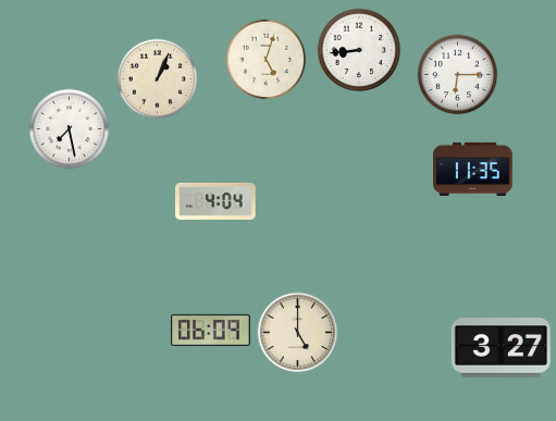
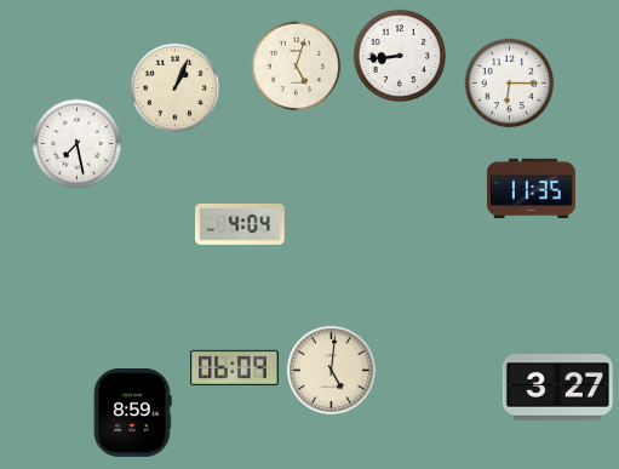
clock at (473, 169) position: (473, 169) -> (532, 188)
clock at (298, 333): 5:00 -> 5:01
clock at (133, 413): none -> 8:59
